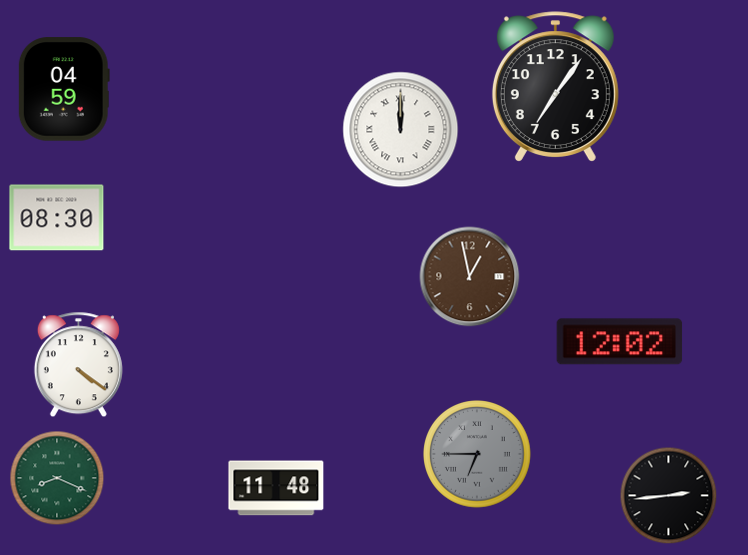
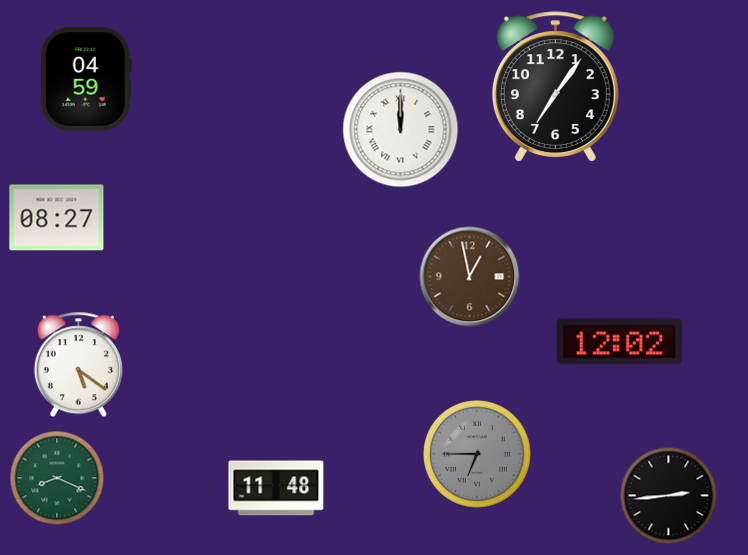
clock at (64, 89) position: (64, 89) -> (86, 79)
clock at (57, 218): 08:30 -> 08:27
clock at (78, 365): 4:21 -> 5:21
